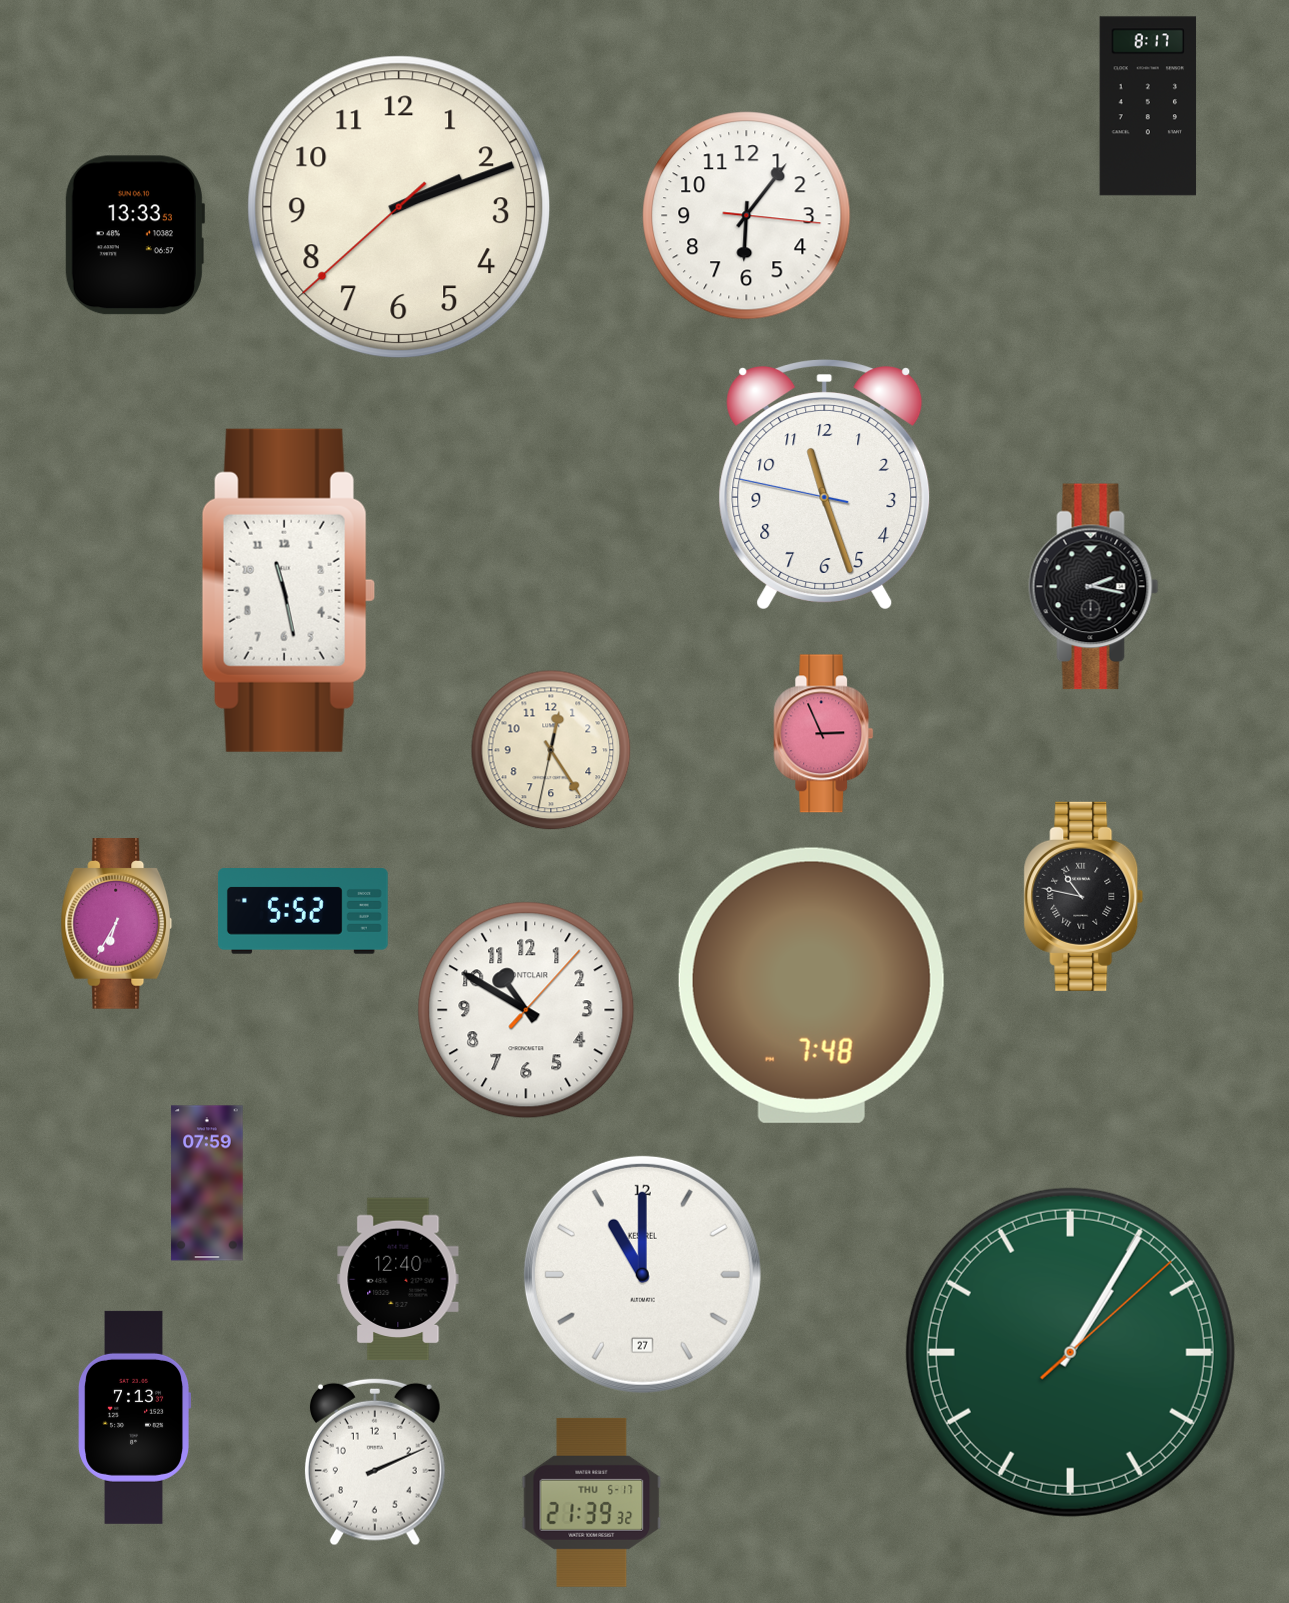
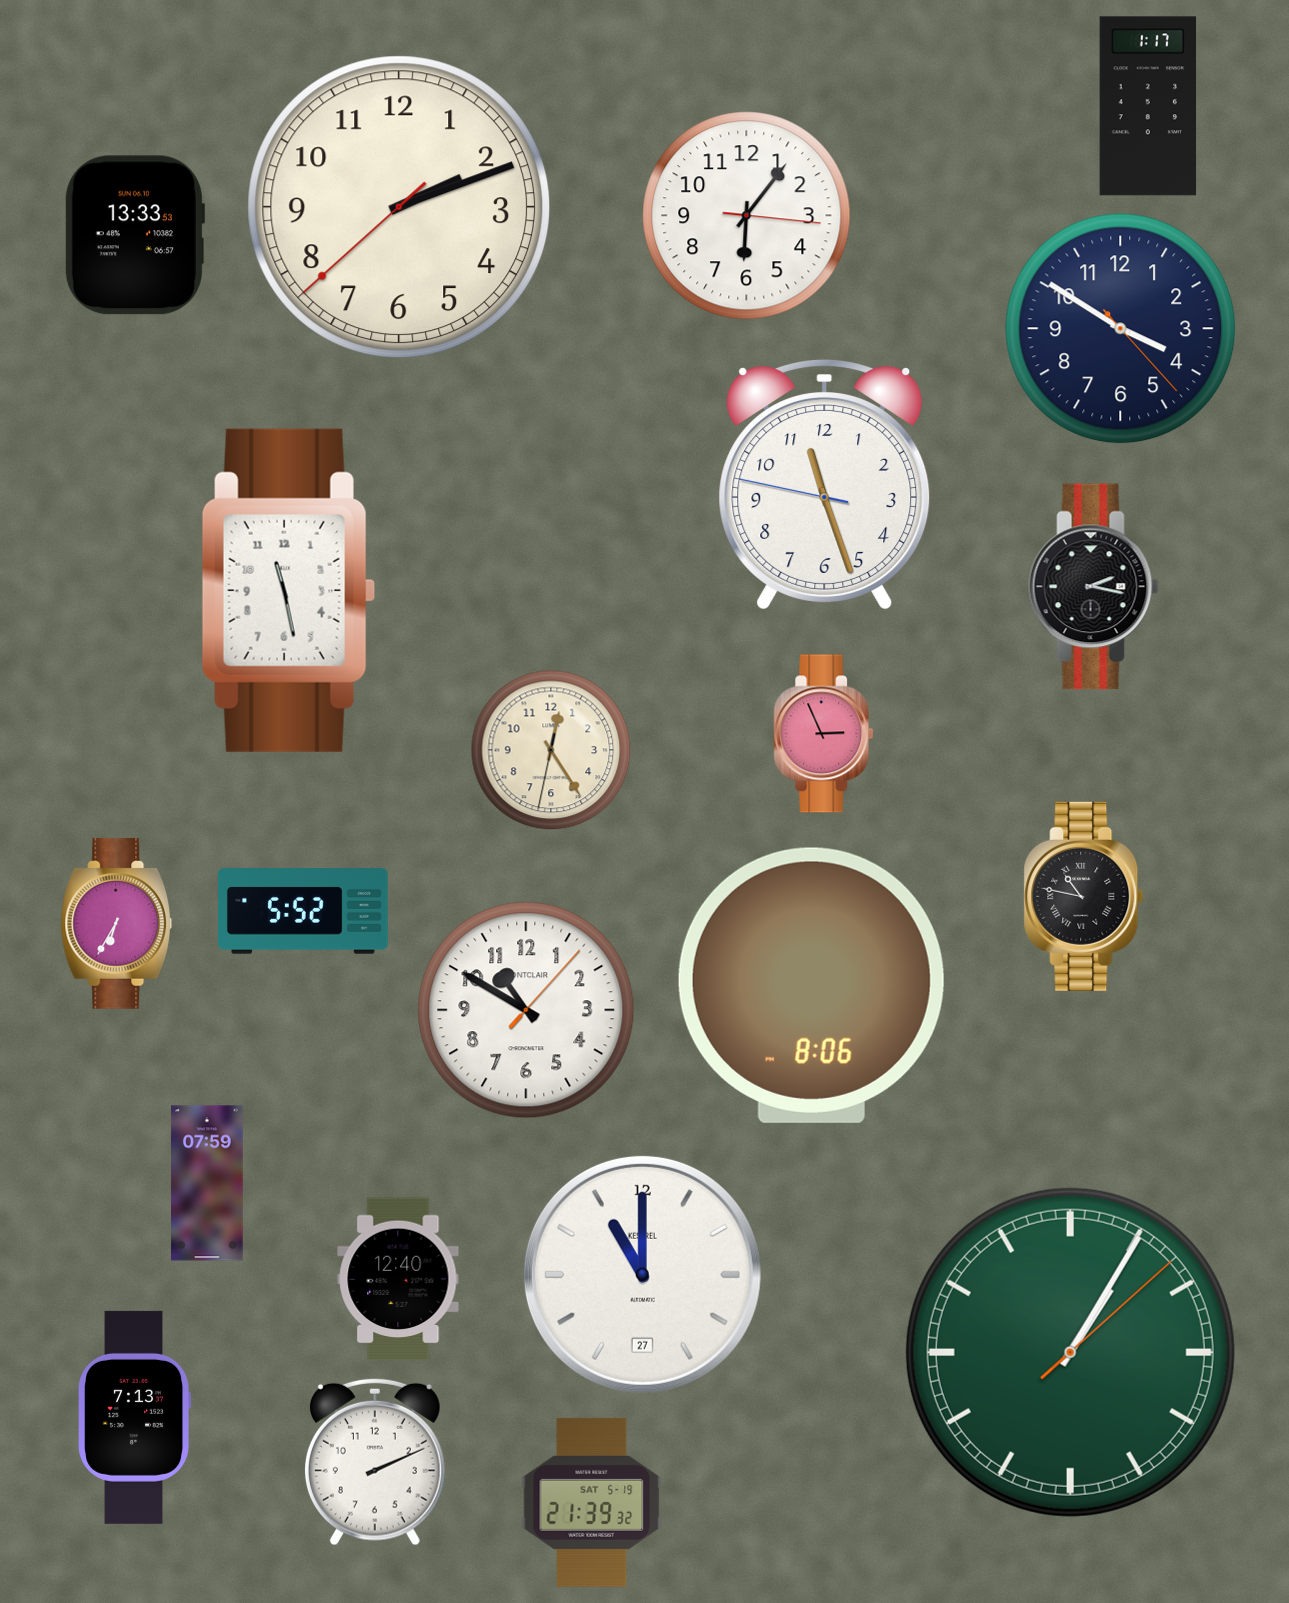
clock at (1148, 106): 8:17 -> 1:17
clock at (1121, 329): none -> 3:50
clock at (811, 985): 7:48 -> 8:06
clock at (592, 1502) date: THU 5-17 -> SAT 5-19
